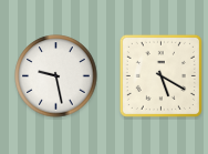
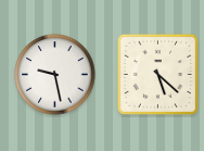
clock at (160, 75): 5:20 -> 5:22
